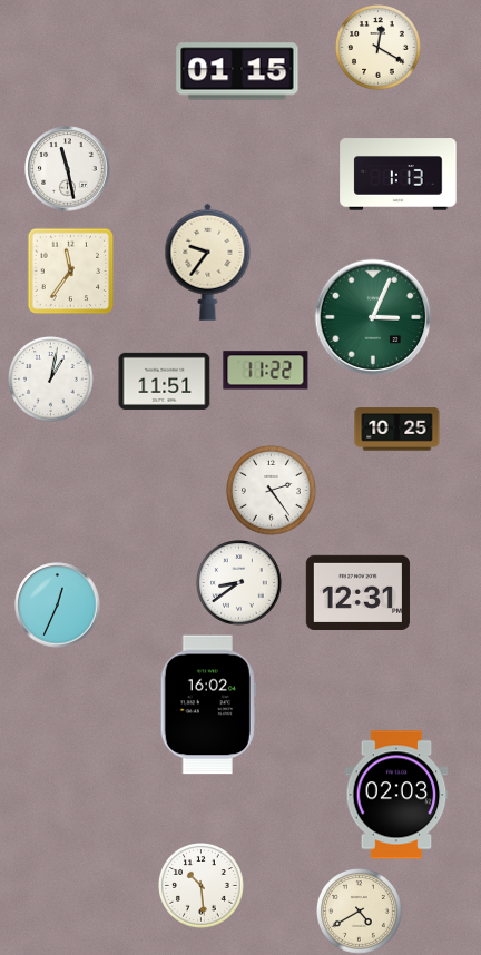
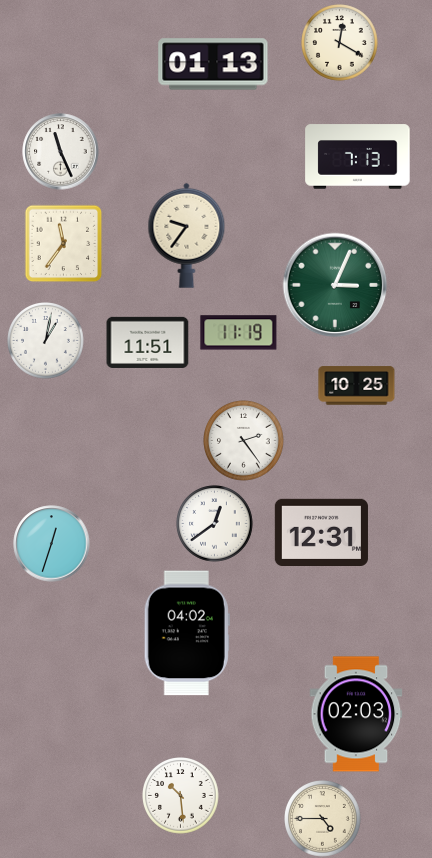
clock at (237, 71): 01:15 -> 01:13
clock at (68, 169): 11:28 -> 11:26
clock at (399, 175): 1:13 -> 7:13
clock at (266, 371): 11:22 -> 11:19
clock at (239, 583): 8:39 -> 12:39
clock at (58, 606): 12:34 -> 12:33
clock at (208, 705): 16:02 -> 04:02
clock at (360, 912): 4:40 -> 4:45
